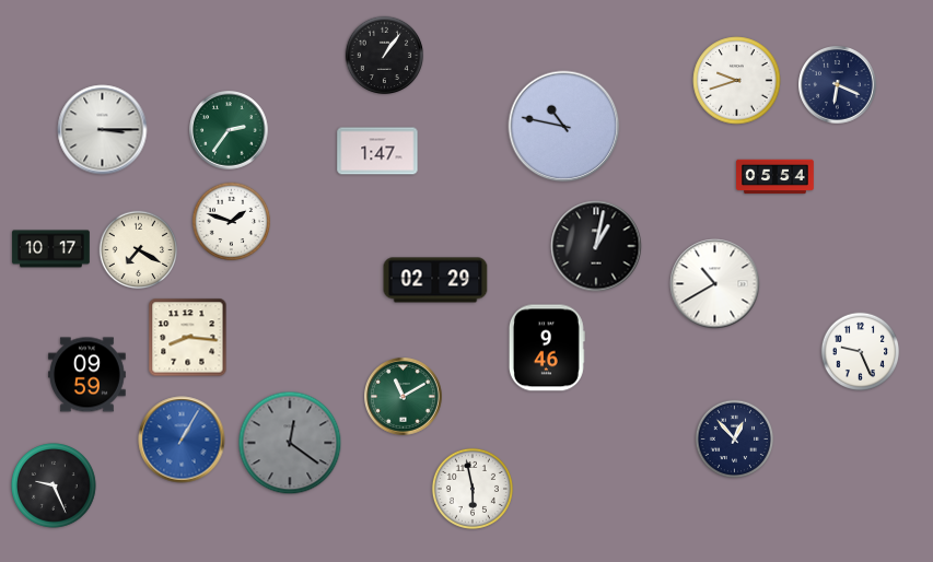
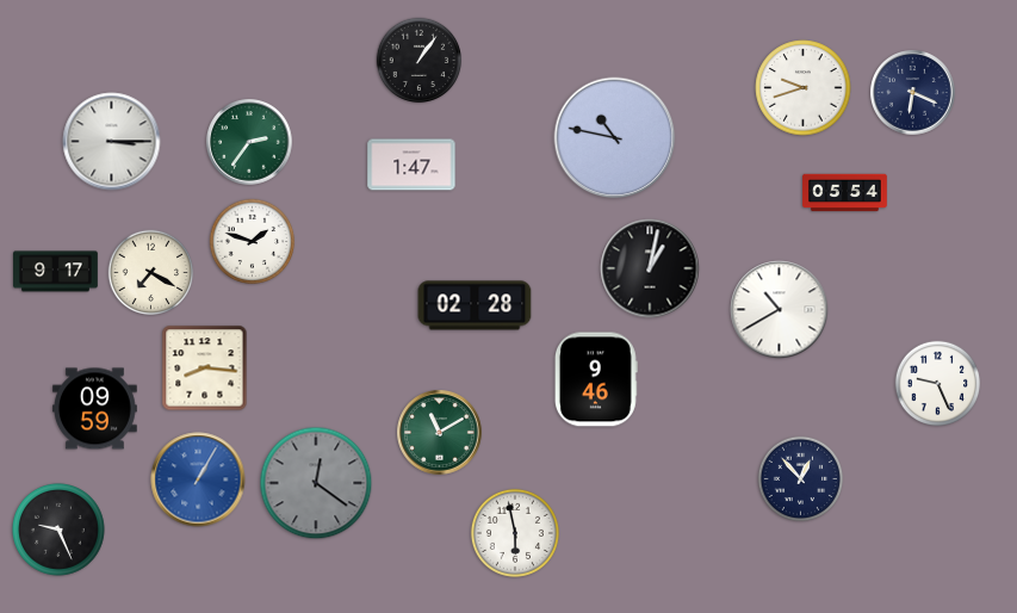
clock at (51, 249): 10:17 -> 9:17
clock at (435, 280): 02:29 -> 02:28
